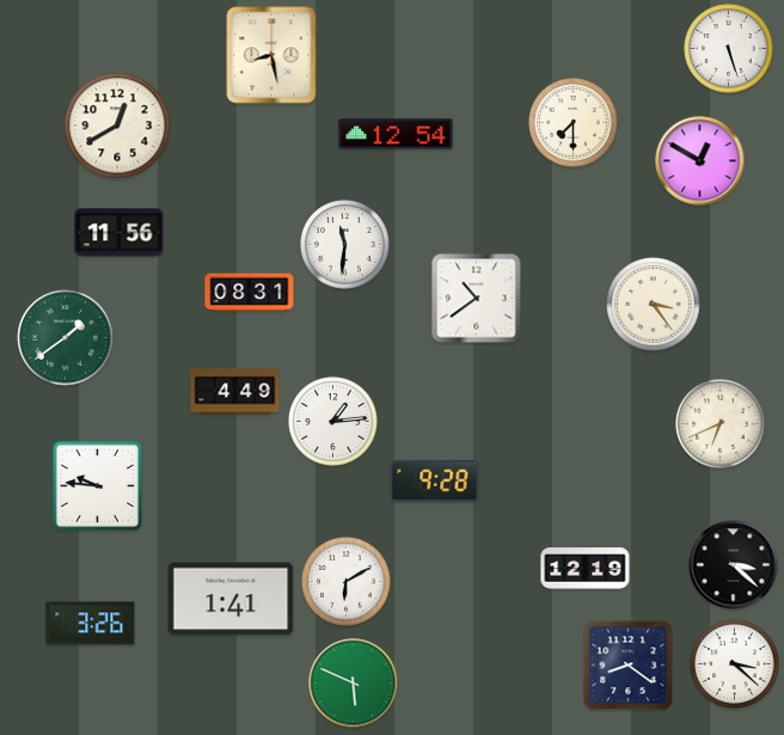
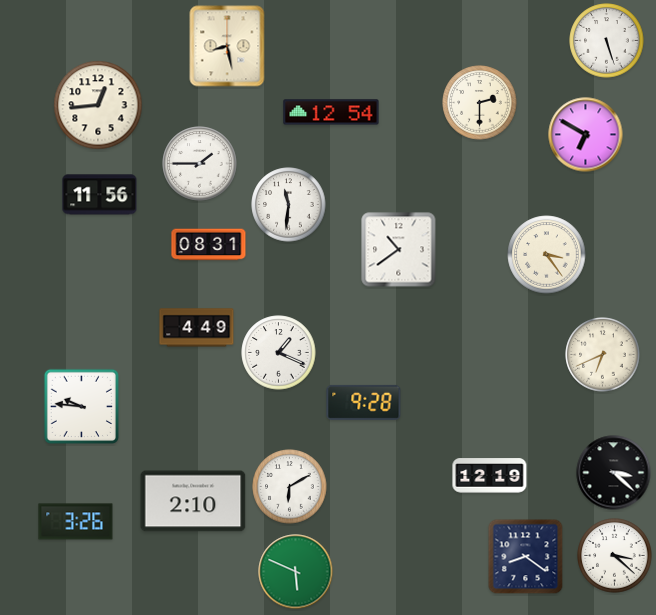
clock at (729, 49) position: (729, 49) -> (607, 41)
clock at (574, 123): 7:30 -> 2:30
clock at (117, 125): 12:40 -> 12:44
clock at (700, 161): 12:50 -> 6:50
clock at (200, 164): none -> 1:45
clock at (66, 338): 1:39 -> none
clock at (333, 422): 1:14 -> 1:19
clock at (231, 599): 1:41 -> 2:10
